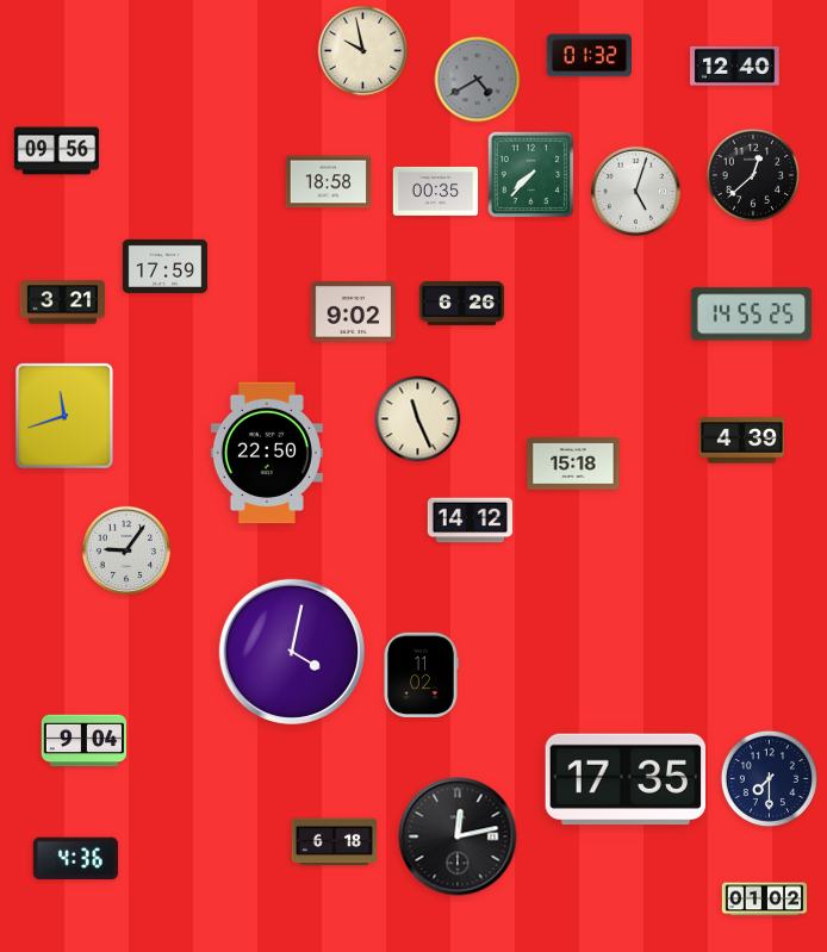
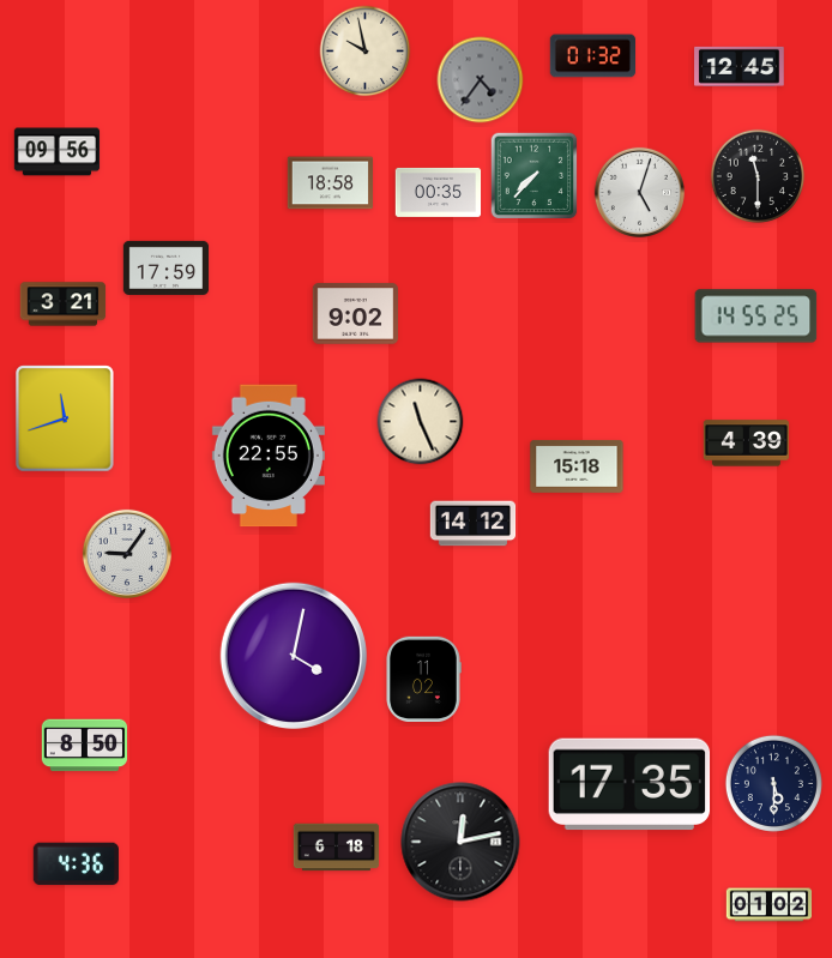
clock at (735, 66): 12:40 -> 12:45
clock at (478, 80): 4:40 -> 4:36
clock at (753, 175): 12:38 -> 11:30
clock at (461, 303): 6:26 -> none
clock at (267, 453): 22:50 -> 22:55
clock at (85, 741): 9:04 -> 8:50
clock at (769, 778): 7:30 -> 5:30
